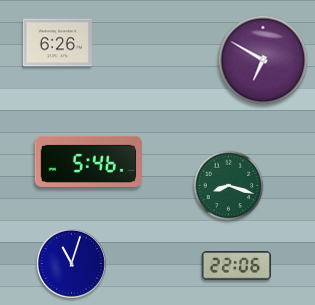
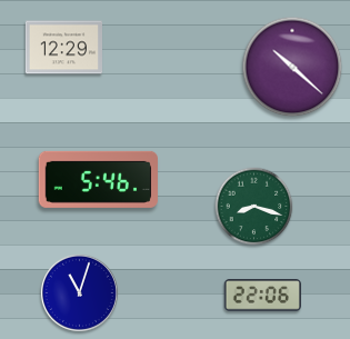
clock at (57, 43): 6:26 -> 12:29
clock at (263, 60): 6:50 -> 10:22
